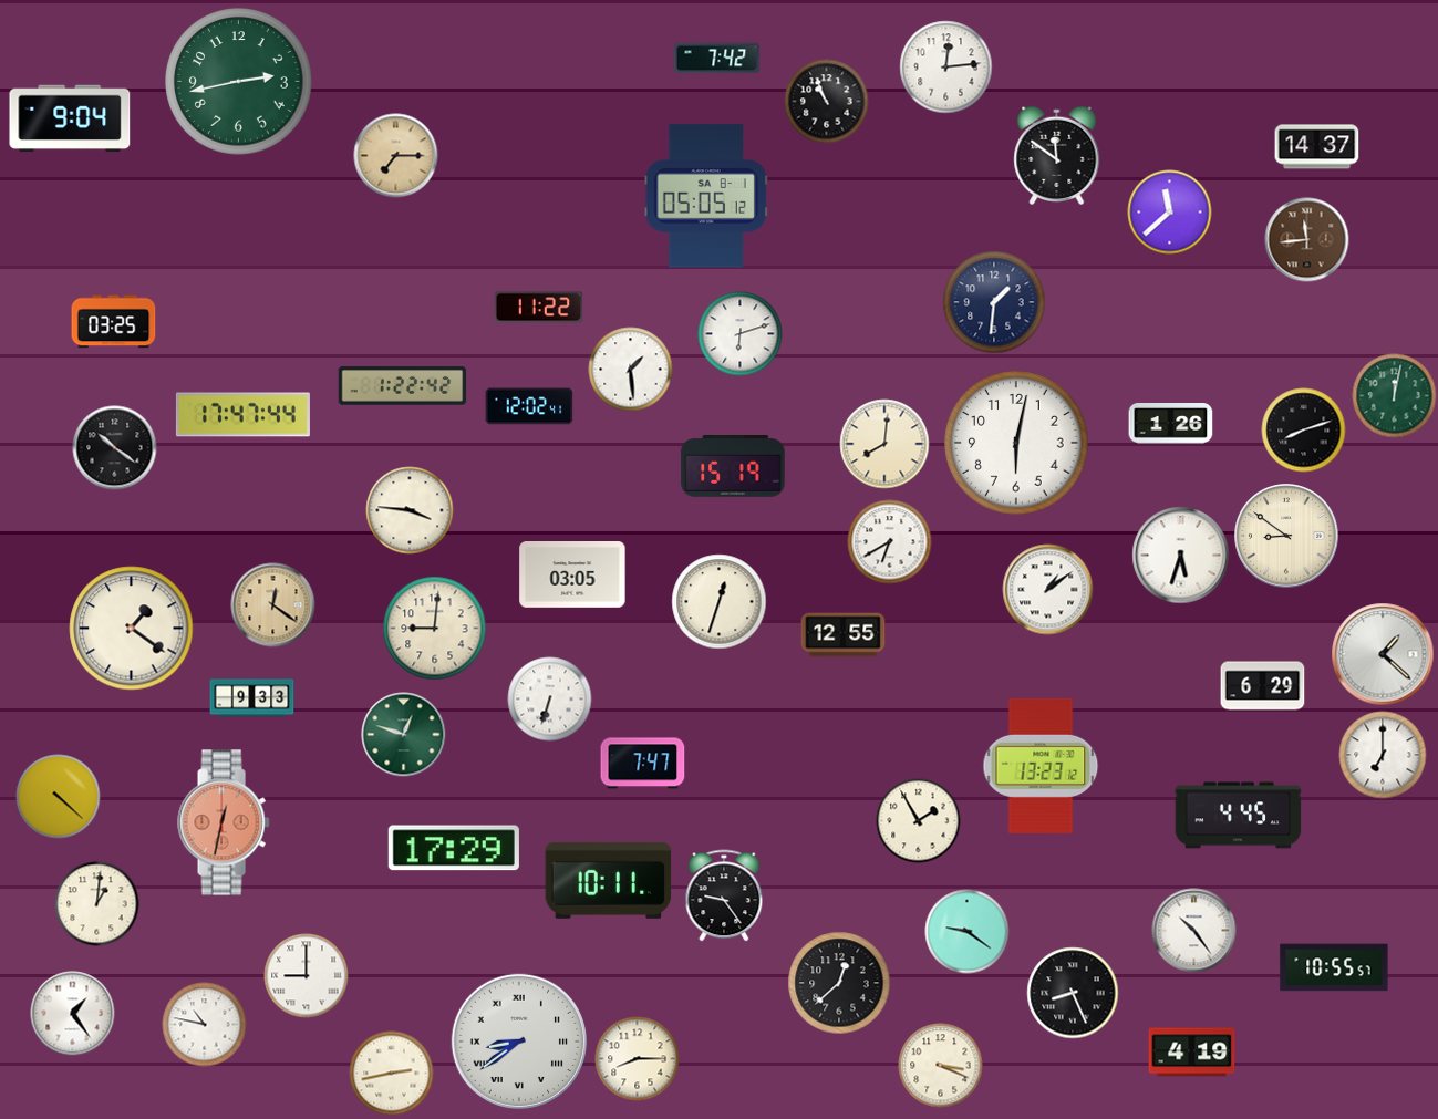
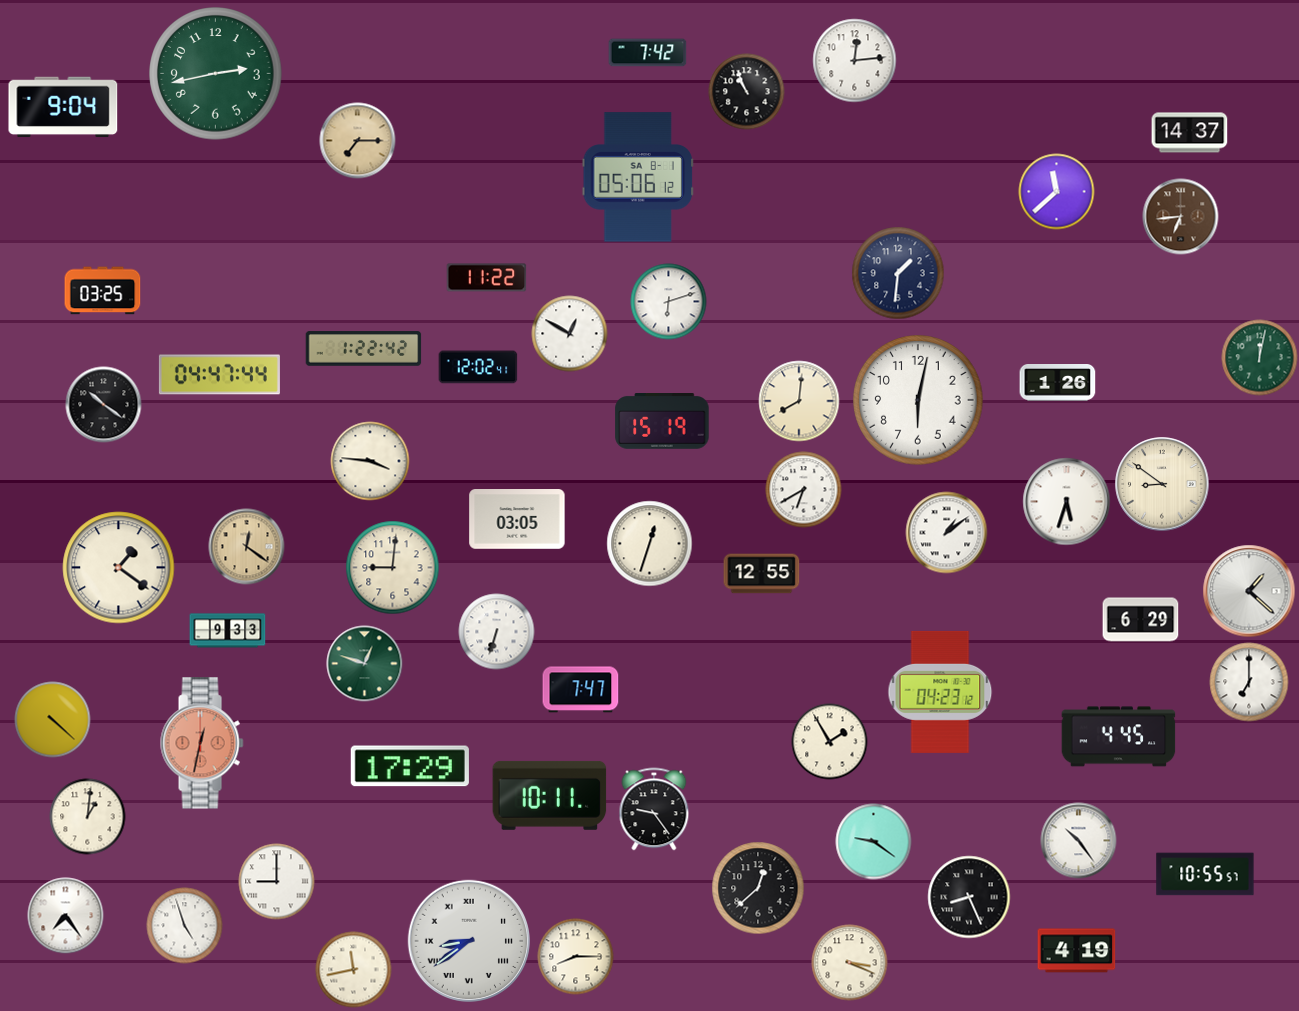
clock at (1057, 156): 11:51 -> none
clock at (706, 196): 05:05 -> 05:06
clock at (1307, 240): 11:44 -> 6:44
clock at (631, 370): 1:29 -> 12:50
clock at (242, 415): 17:47 -> 04:47
clock at (1304, 431): 8:12 -> none
clock at (1041, 766): 13:23 -> 04:23
clock at (73, 1014): 1:24 -> 7:24
clock at (205, 1025): 10:47 -> 4:57
clock at (392, 1074): 2:43 -> 11:43
